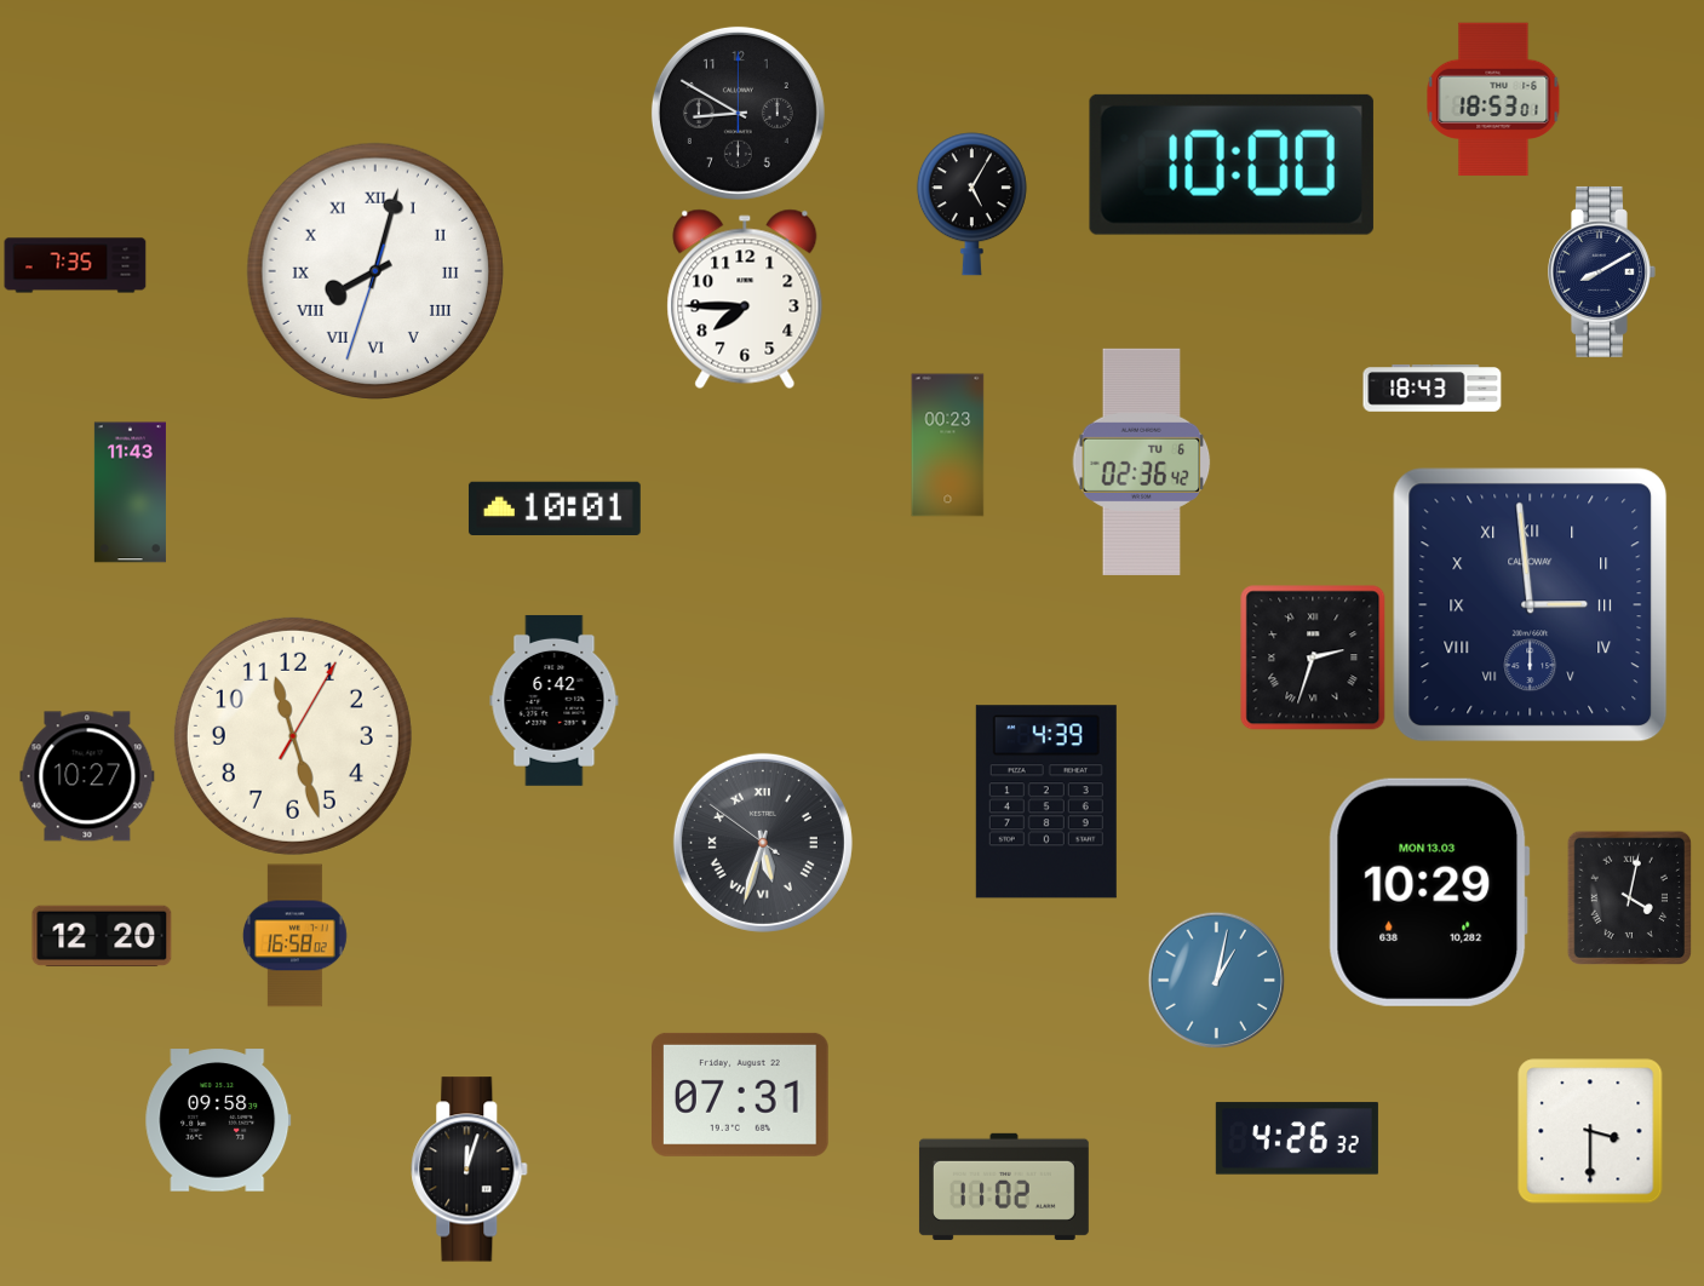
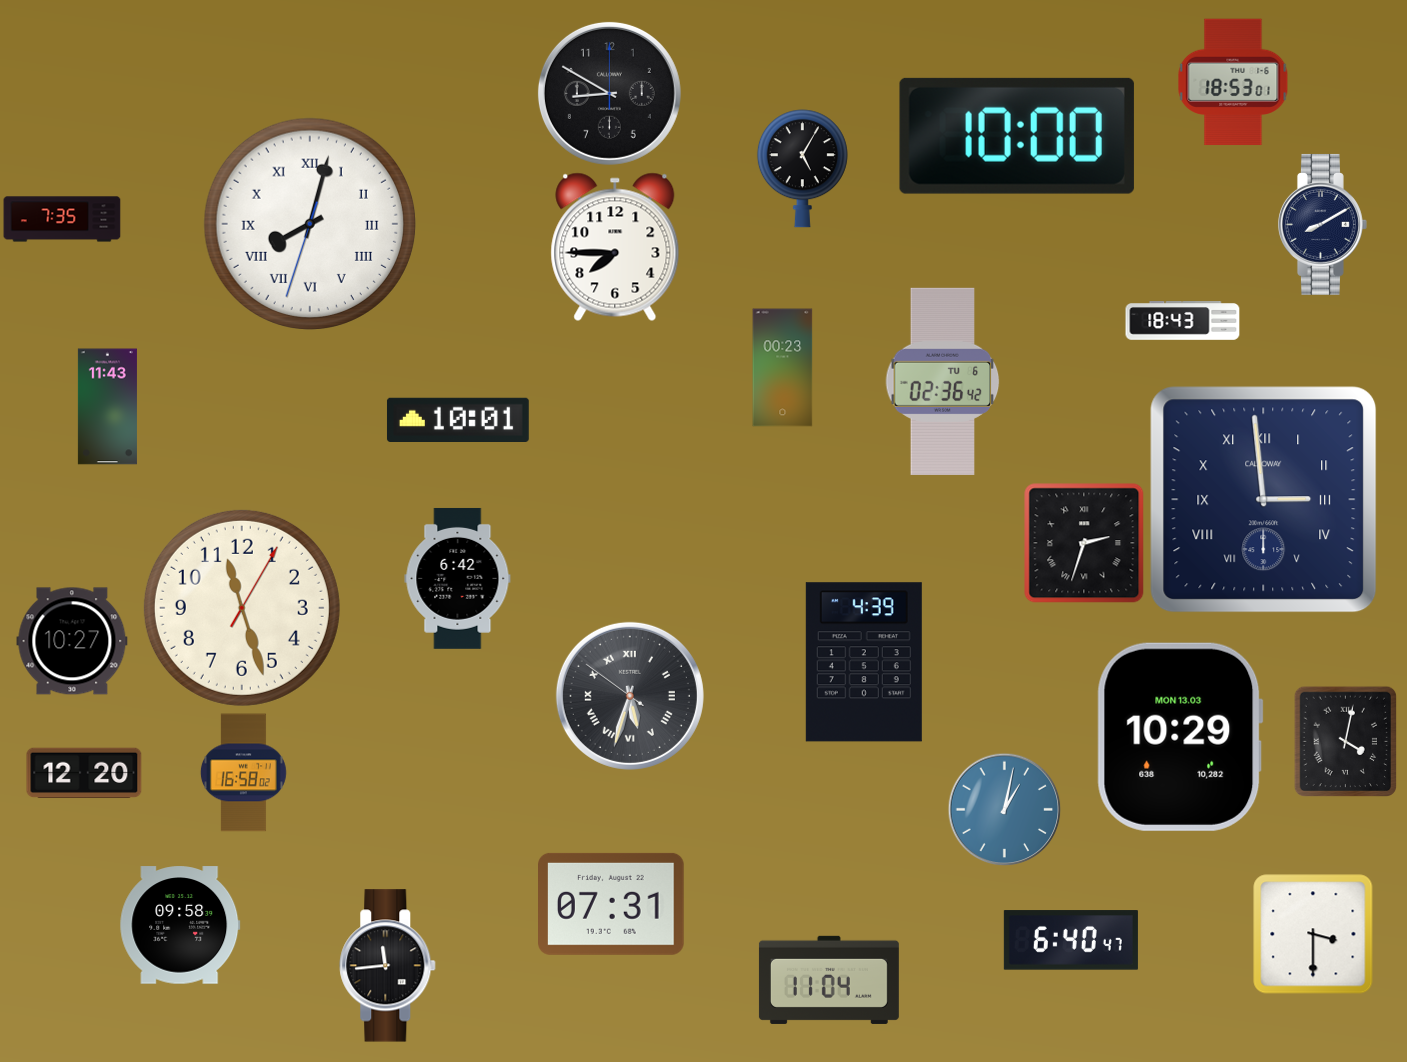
clock at (1297, 1138): 4:26 -> 6:40
clock at (470, 1170): 12:03 -> 11:44
clock at (1004, 1187): 11:02 -> 11:04
